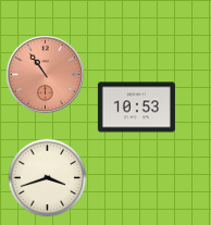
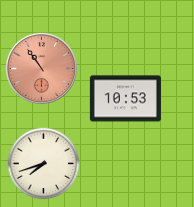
clock at (48, 178): 3:42 -> 7:42
